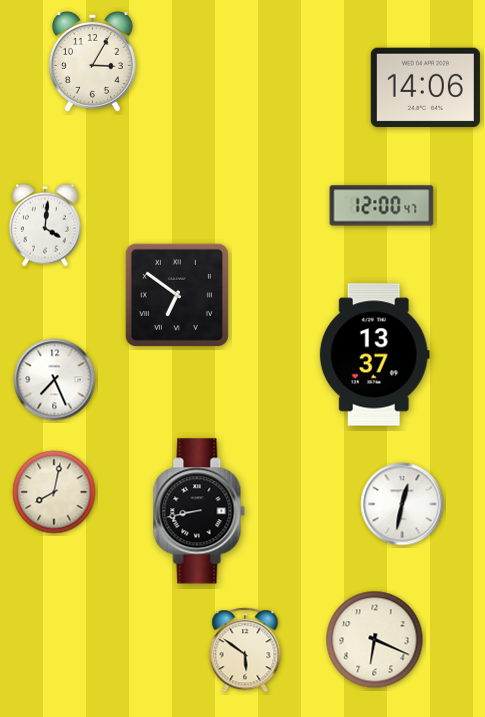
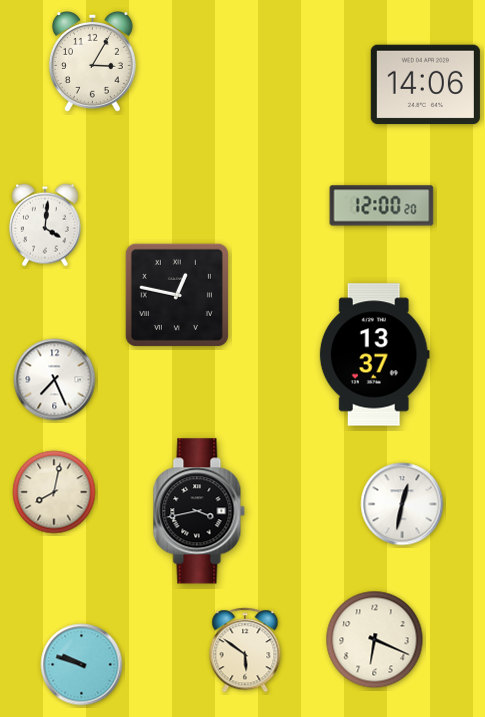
clock at (425, 88) position: (425, 88) -> (425, 85)
clock at (382, 206): 12:00:47 -> 12:00:20
clock at (177, 295): 6:51 -> 12:47
clock at (199, 511): 8:43 -> 3:43
clock at (82, 665): none -> 9:48
